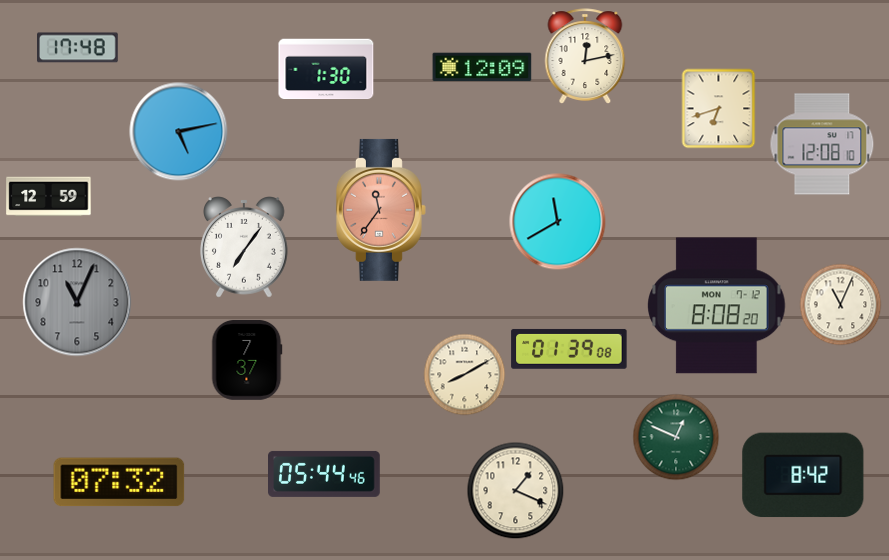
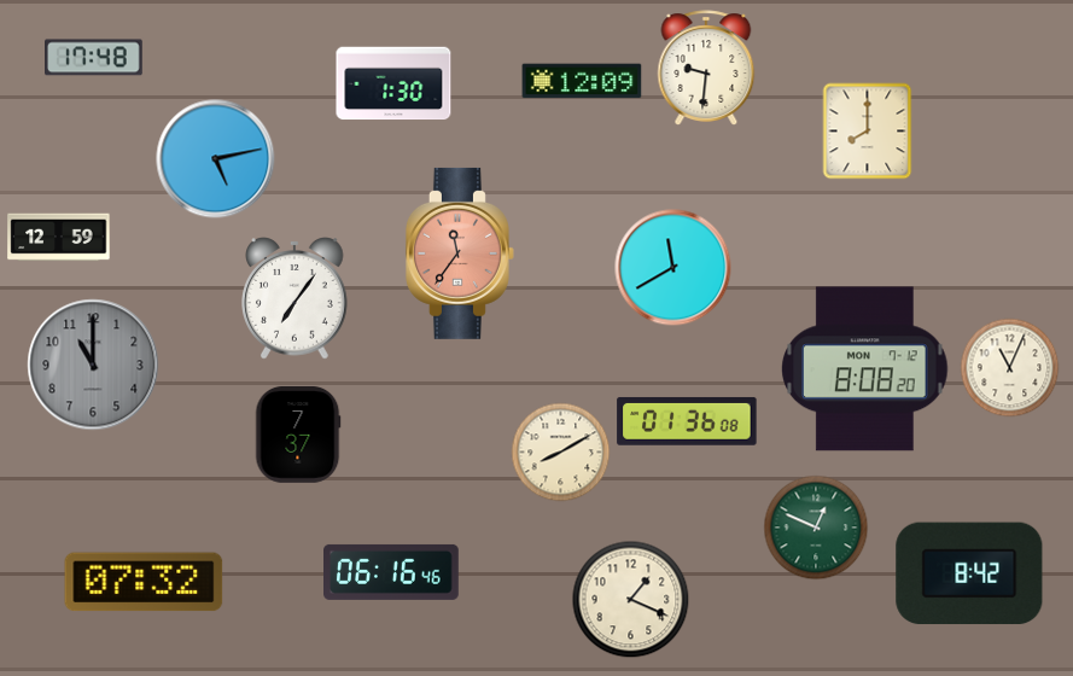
clock at (585, 56): 12:13 -> 9:31
clock at (719, 109): 6:42 -> 8:00
clock at (822, 144): 12:08 -> none
clock at (77, 302): 11:04 -> 11:00
clock at (841, 305) position: (841, 305) -> (1010, 368)
clock at (569, 349): 01:39 -> 01:36
clock at (325, 474): 05:44 -> 06:16
clock at (516, 491) position: (516, 491) -> (631, 600)
